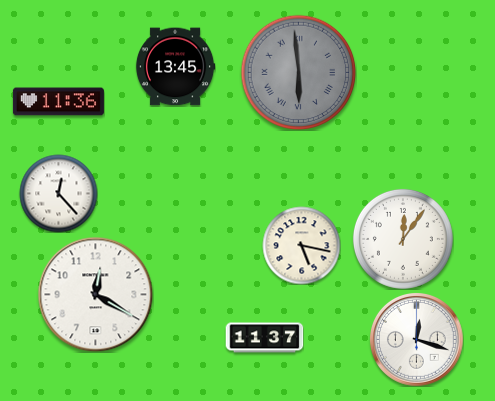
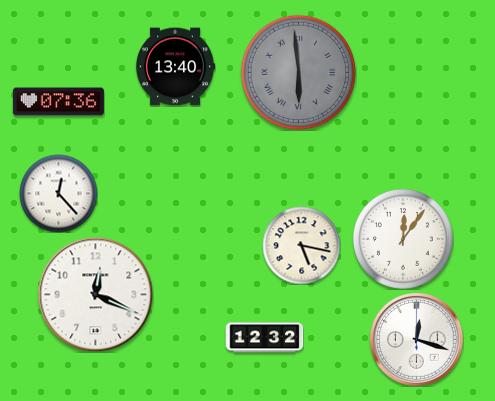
clock at (175, 67): 13:45 -> 13:40
clock at (58, 102): 11:36 -> 07:36
clock at (95, 294): 12:20 -> 12:19
clock at (264, 338): 11:37 -> 12:32
